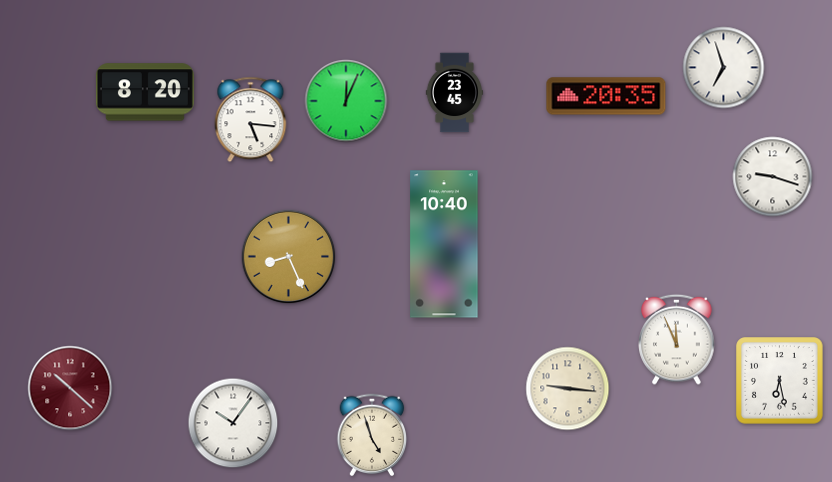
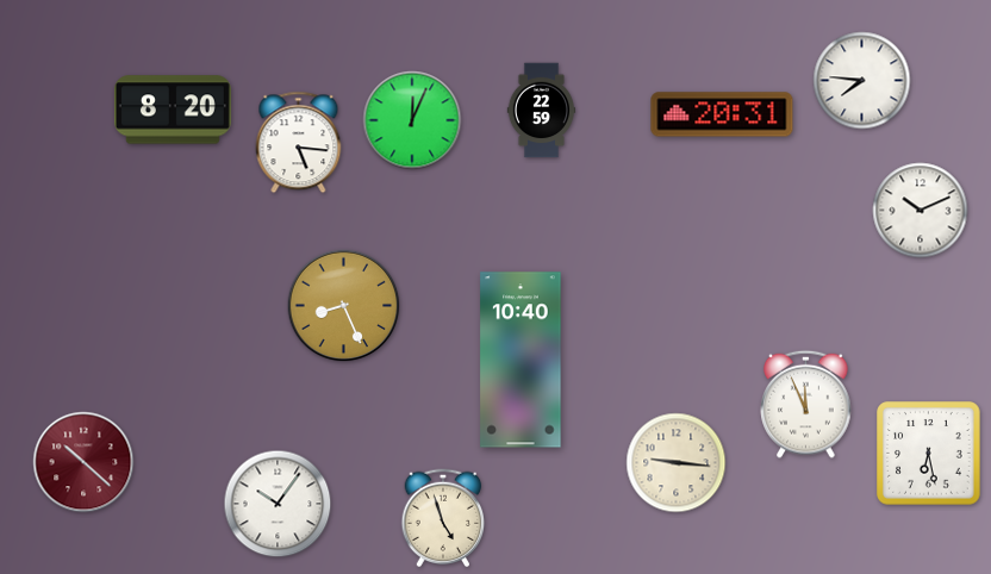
clock at (724, 68): 6:57 -> 7:46
clock at (455, 93): 23:45 -> 22:59
clock at (606, 96): 20:35 -> 20:31
clock at (773, 177): 9:18 -> 10:11
clock at (444, 244) position: (444, 244) -> (521, 360)
